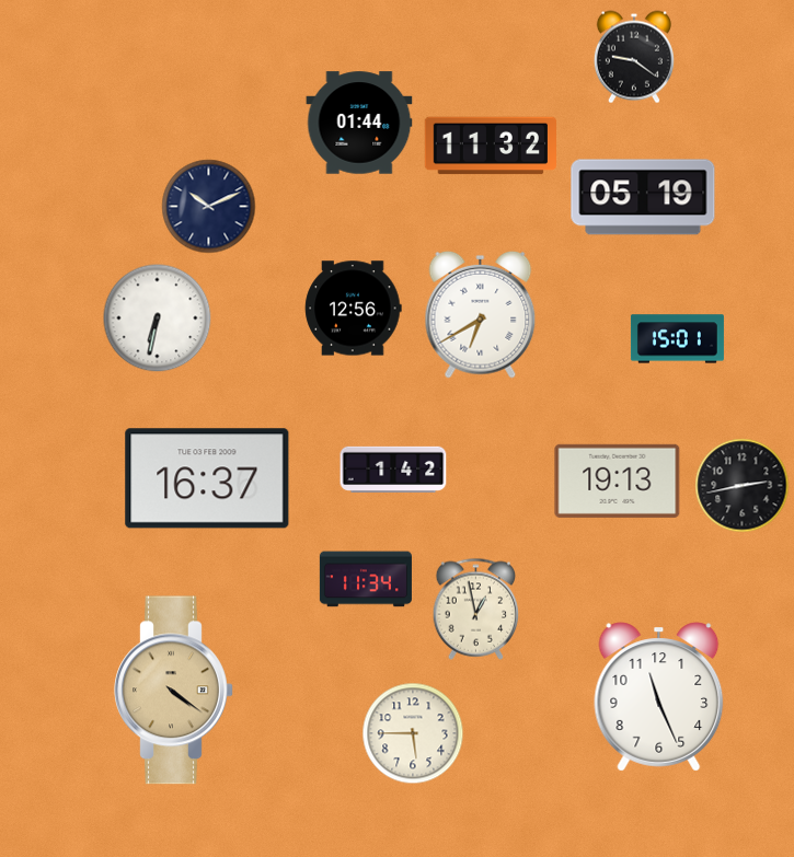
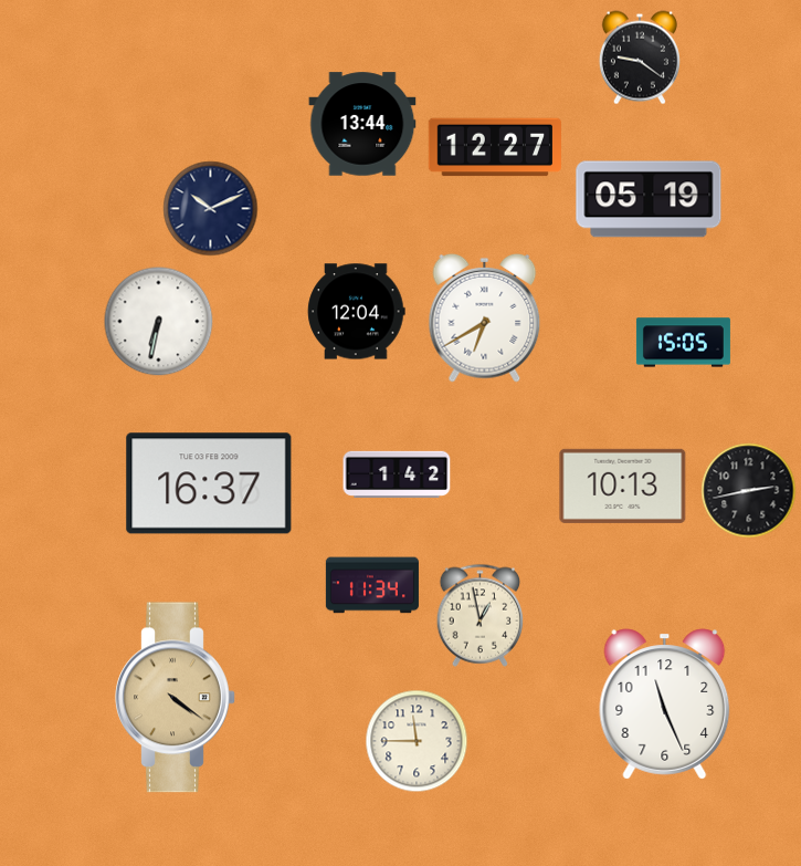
clock at (359, 123): 01:44 -> 13:44
clock at (490, 146): 11:32 -> 12:27
clock at (354, 309): 12:56 -> 12:04
clock at (677, 339): 15:01 -> 15:05
clock at (618, 480): 19:13 -> 10:13
clock at (366, 579) position: (366, 579) -> (372, 585)
clock at (413, 733): 5:45 -> 11:45
